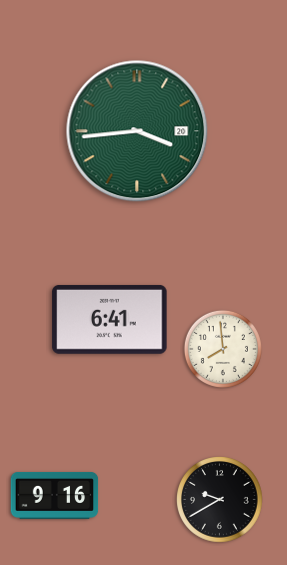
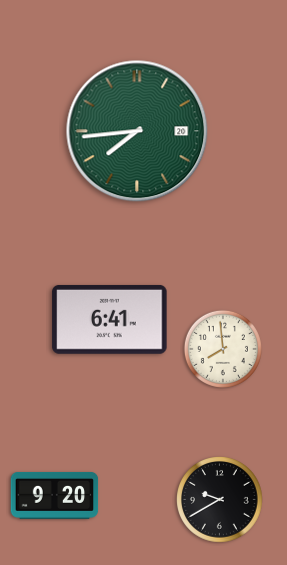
clock at (137, 131): 3:44 -> 7:44
clock at (55, 495): 9:16 -> 9:20
